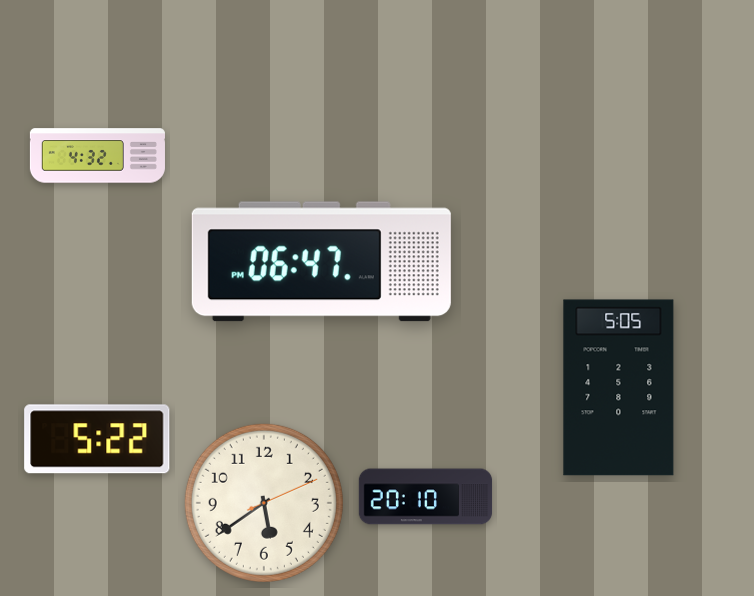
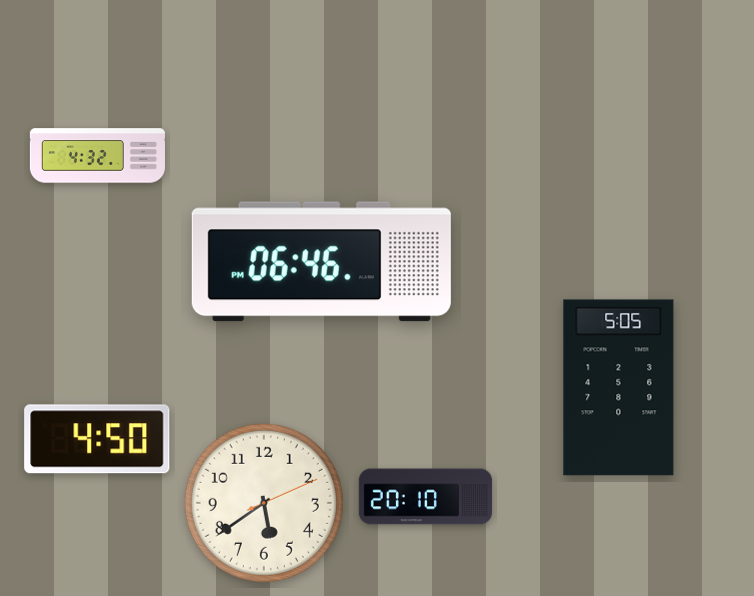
clock at (321, 262): 06:47 -> 06:46
clock at (97, 439): 5:22 -> 4:50
